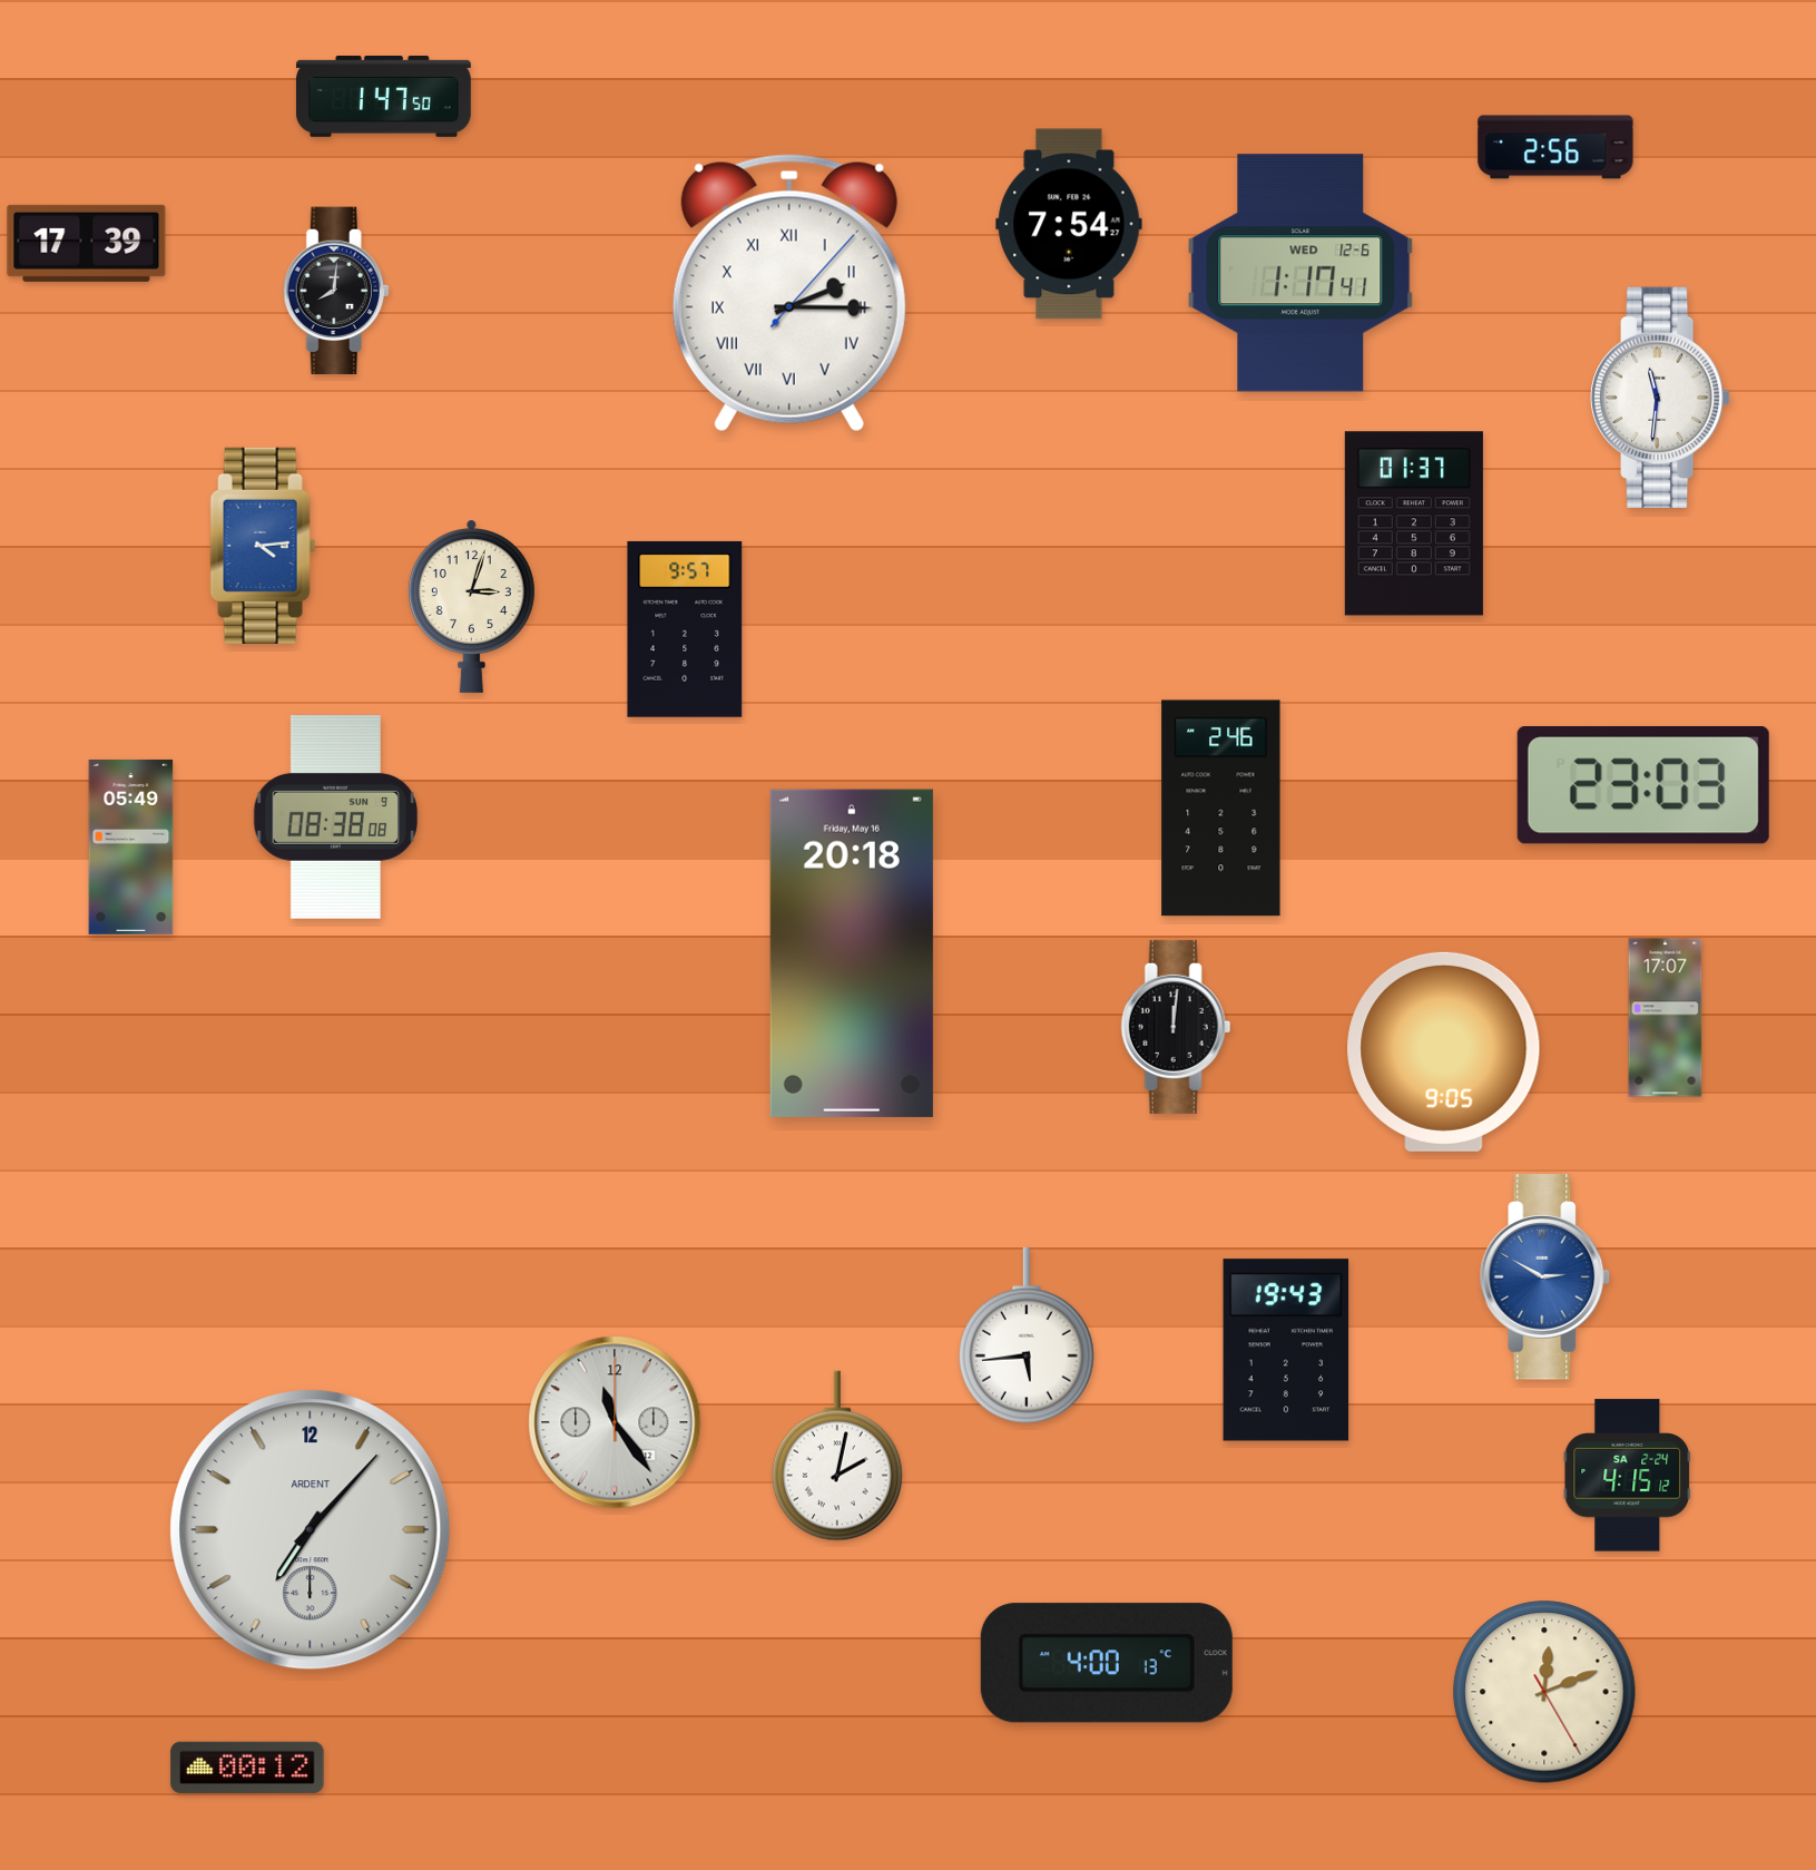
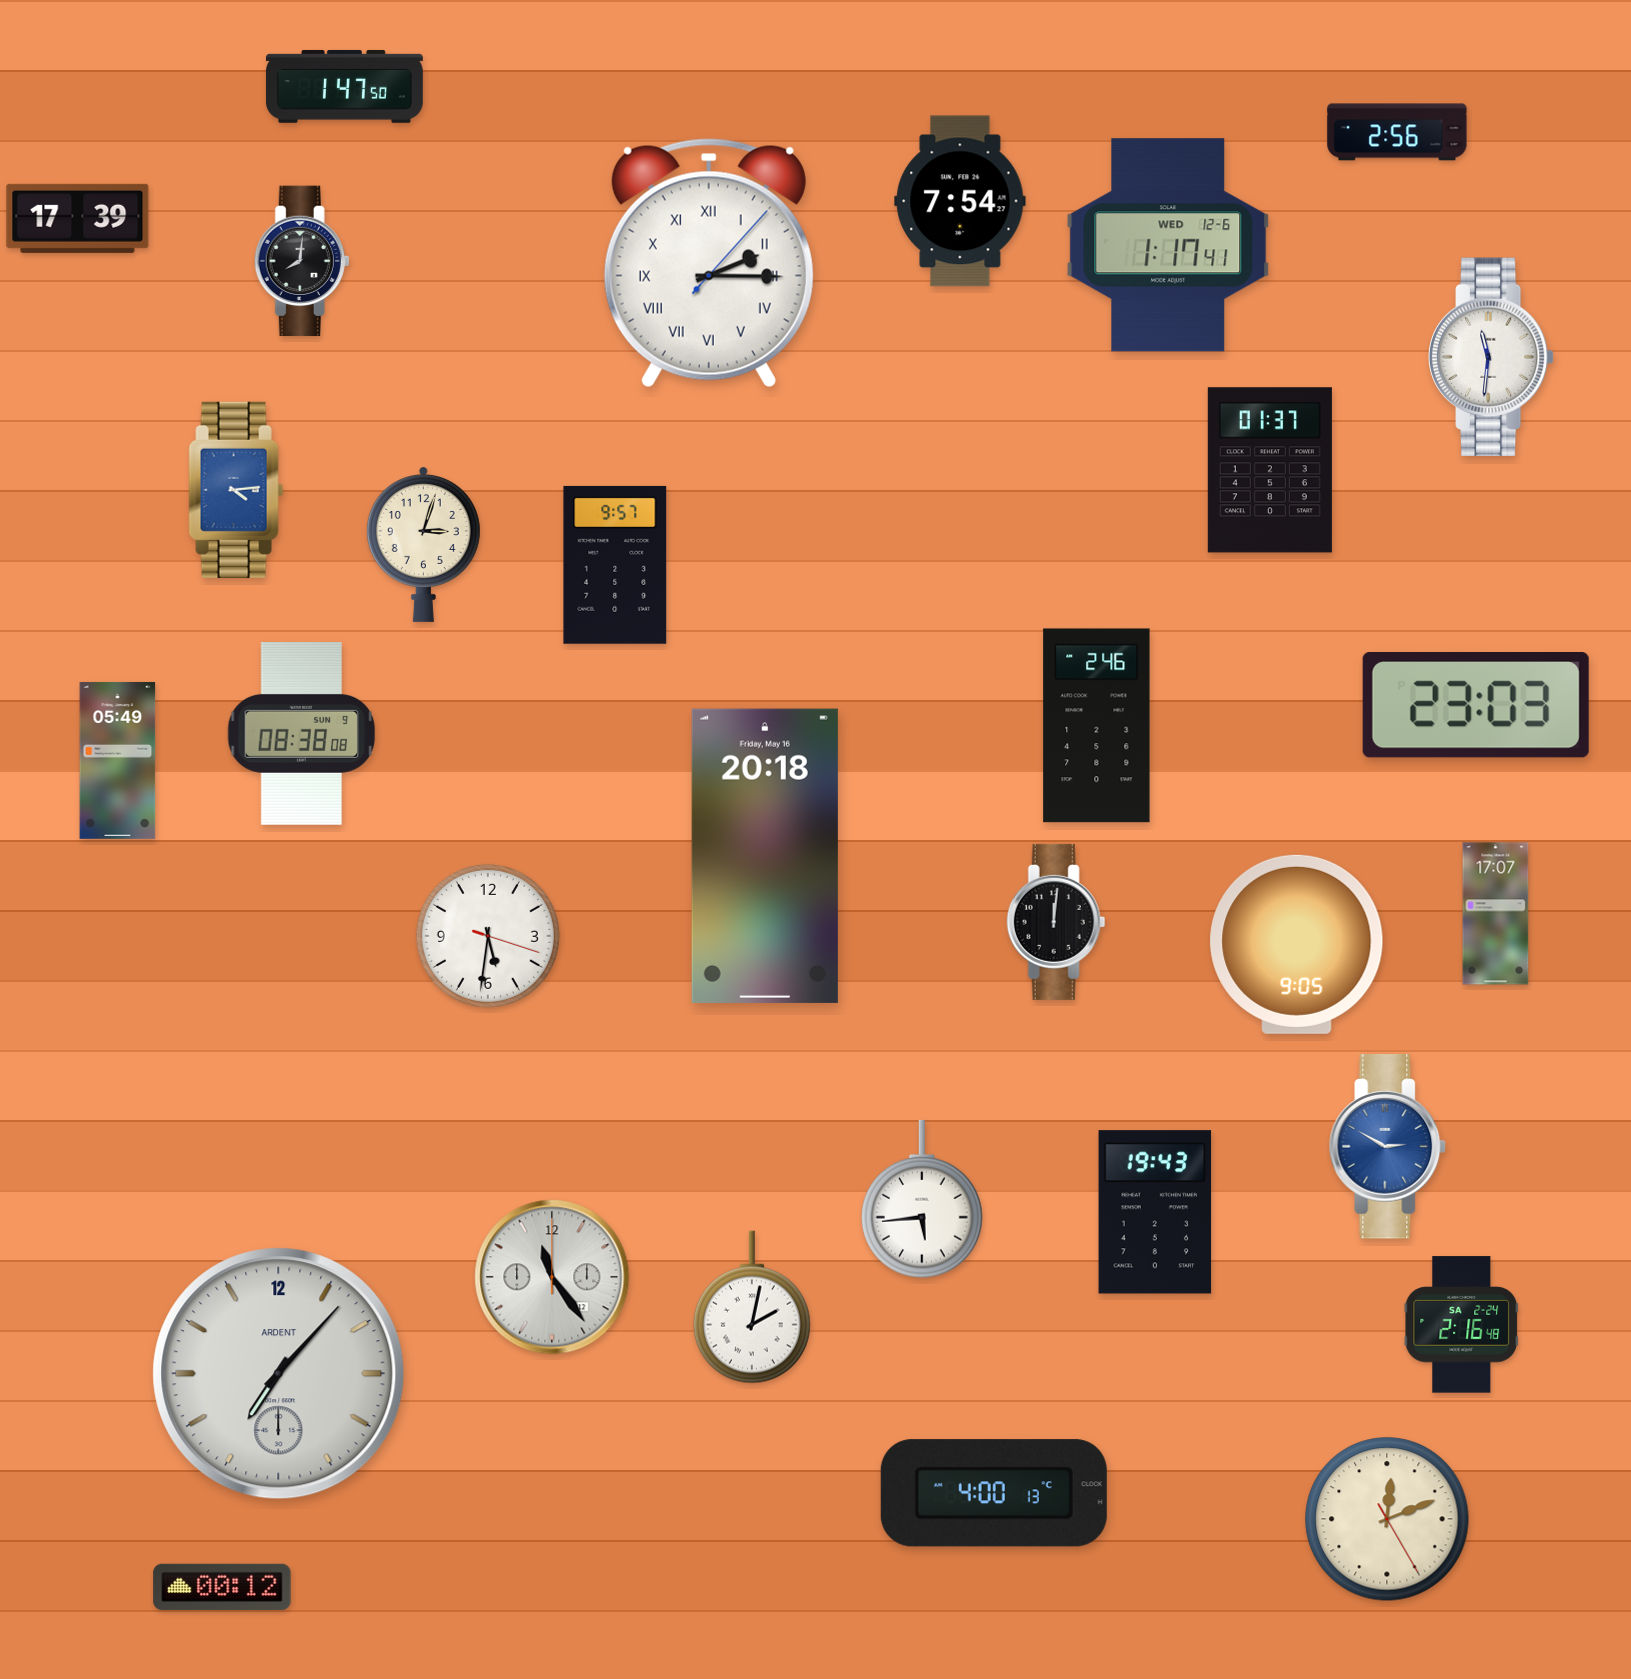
clock at (488, 936): none -> 5:31
clock at (1628, 1476): 4:15 -> 2:16
